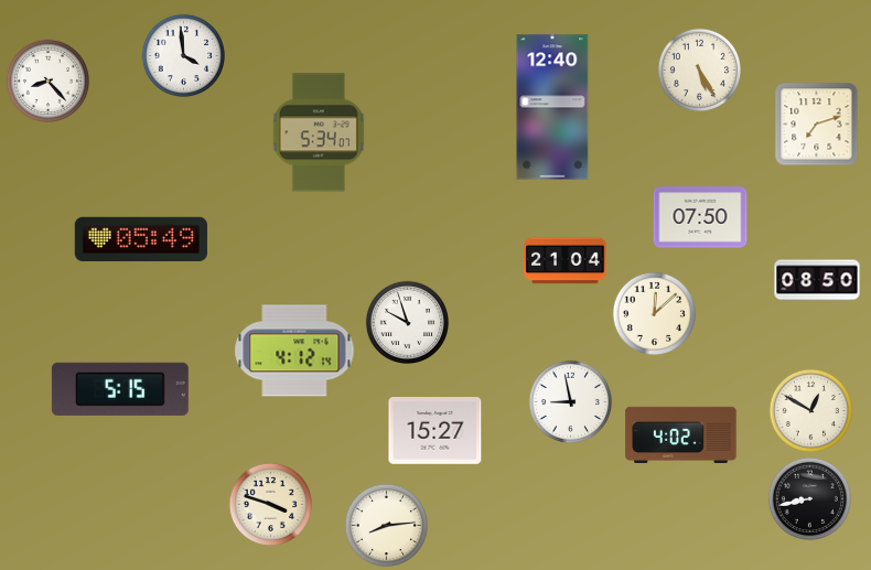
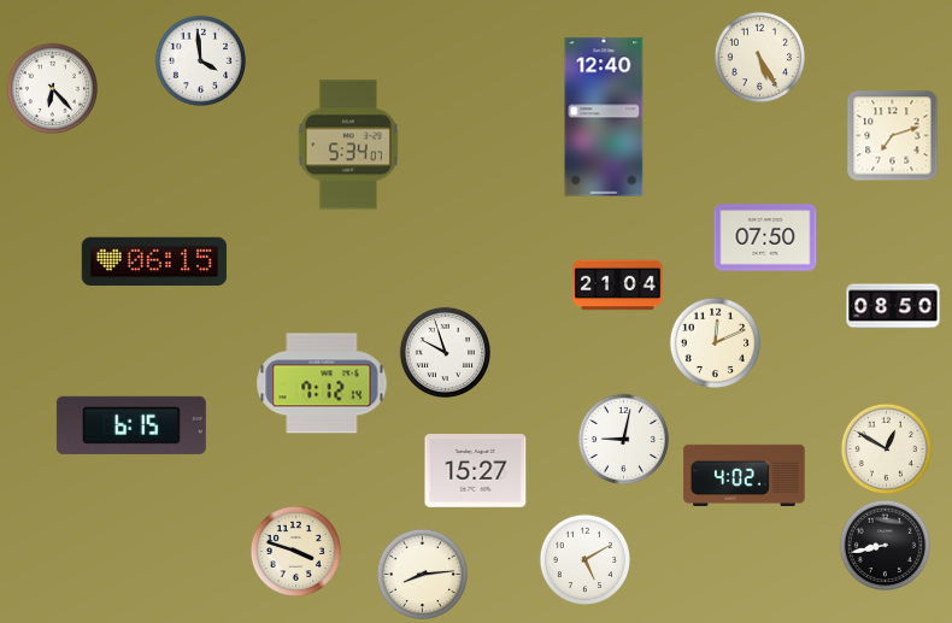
clock at (699, 69) position: (699, 69) -> (759, 57)
clock at (47, 80): 8:23 -> 6:23
clock at (141, 238): 05:49 -> 06:15
clock at (654, 313): 12:08 -> 12:11
clock at (294, 351): 4:12 -> 7:12
clock at (120, 389): 5:15 -> 6:15
clock at (570, 401): 8:58 -> 9:02
clock at (584, 559): none -> 5:10
